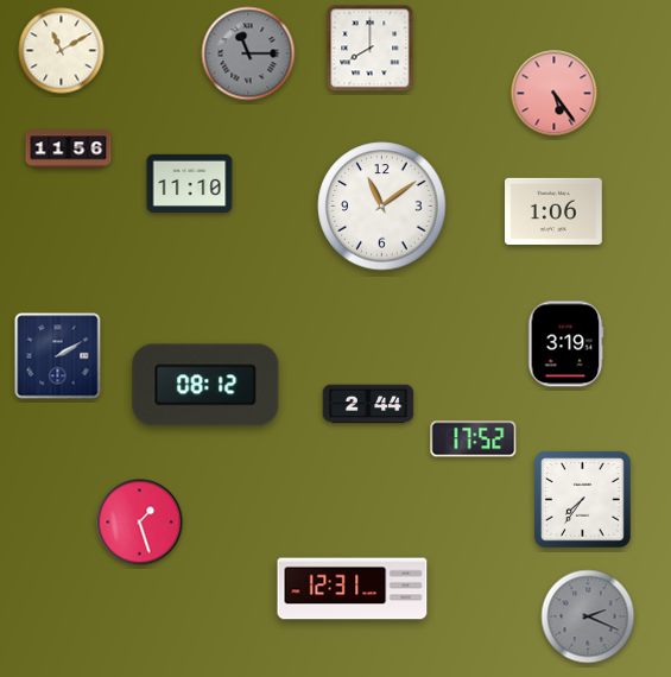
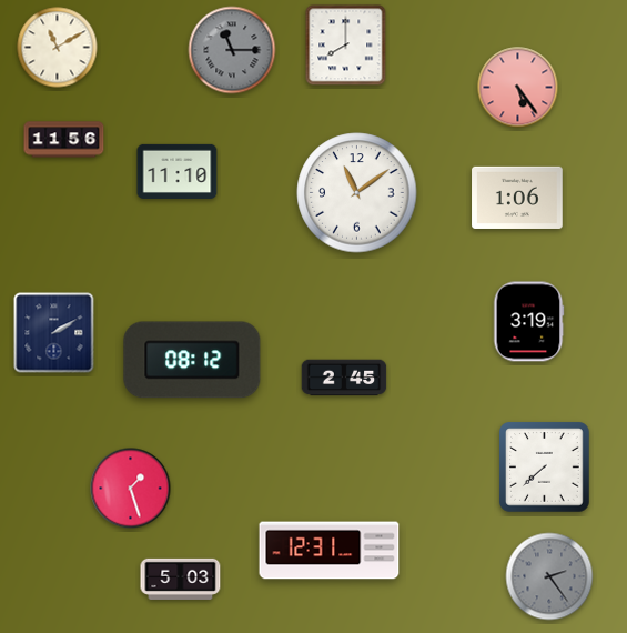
clock at (368, 404): 2:44 -> 2:45
clock at (474, 439): 17:52 -> none
clock at (583, 500): 7:36 -> 7:38
clock at (588, 616): 2:19 -> 2:24
clock at (181, 579): none -> 5:03
